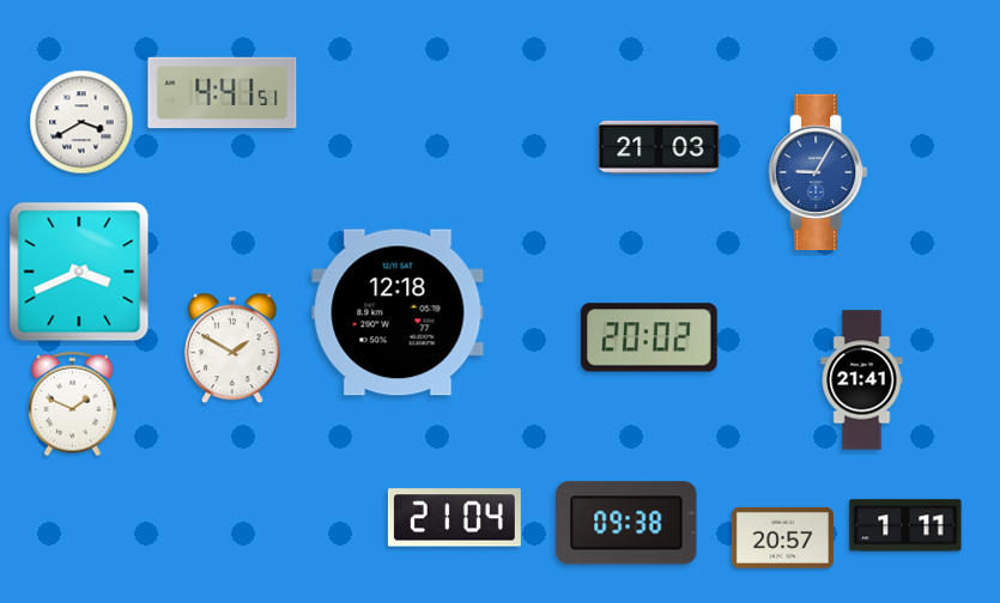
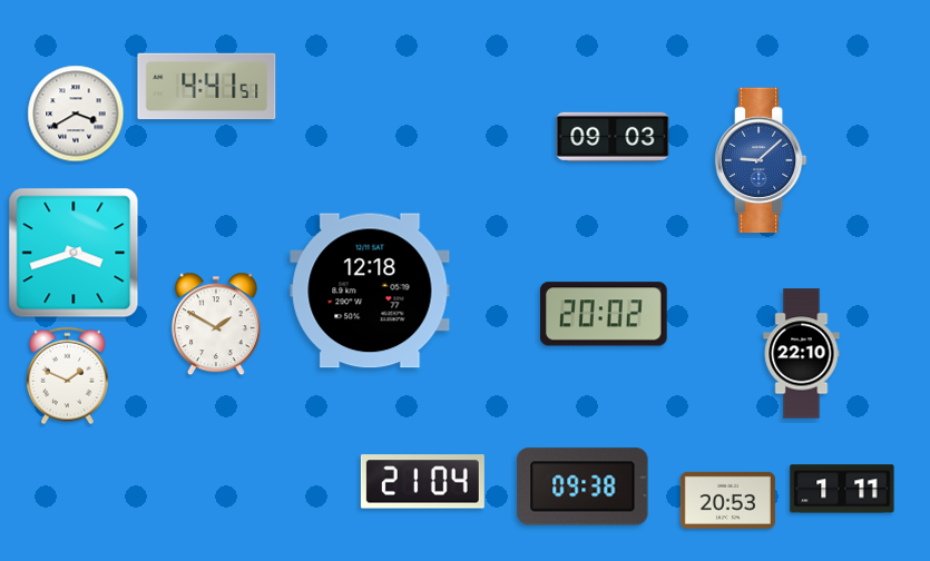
clock at (659, 147): 21:03 -> 09:03
clock at (818, 172): 9:05 -> 9:08
clock at (79, 272): 3:41 -> 3:42
clock at (862, 380): 21:41 -> 22:10
clock at (782, 537): 20:57 -> 20:53
